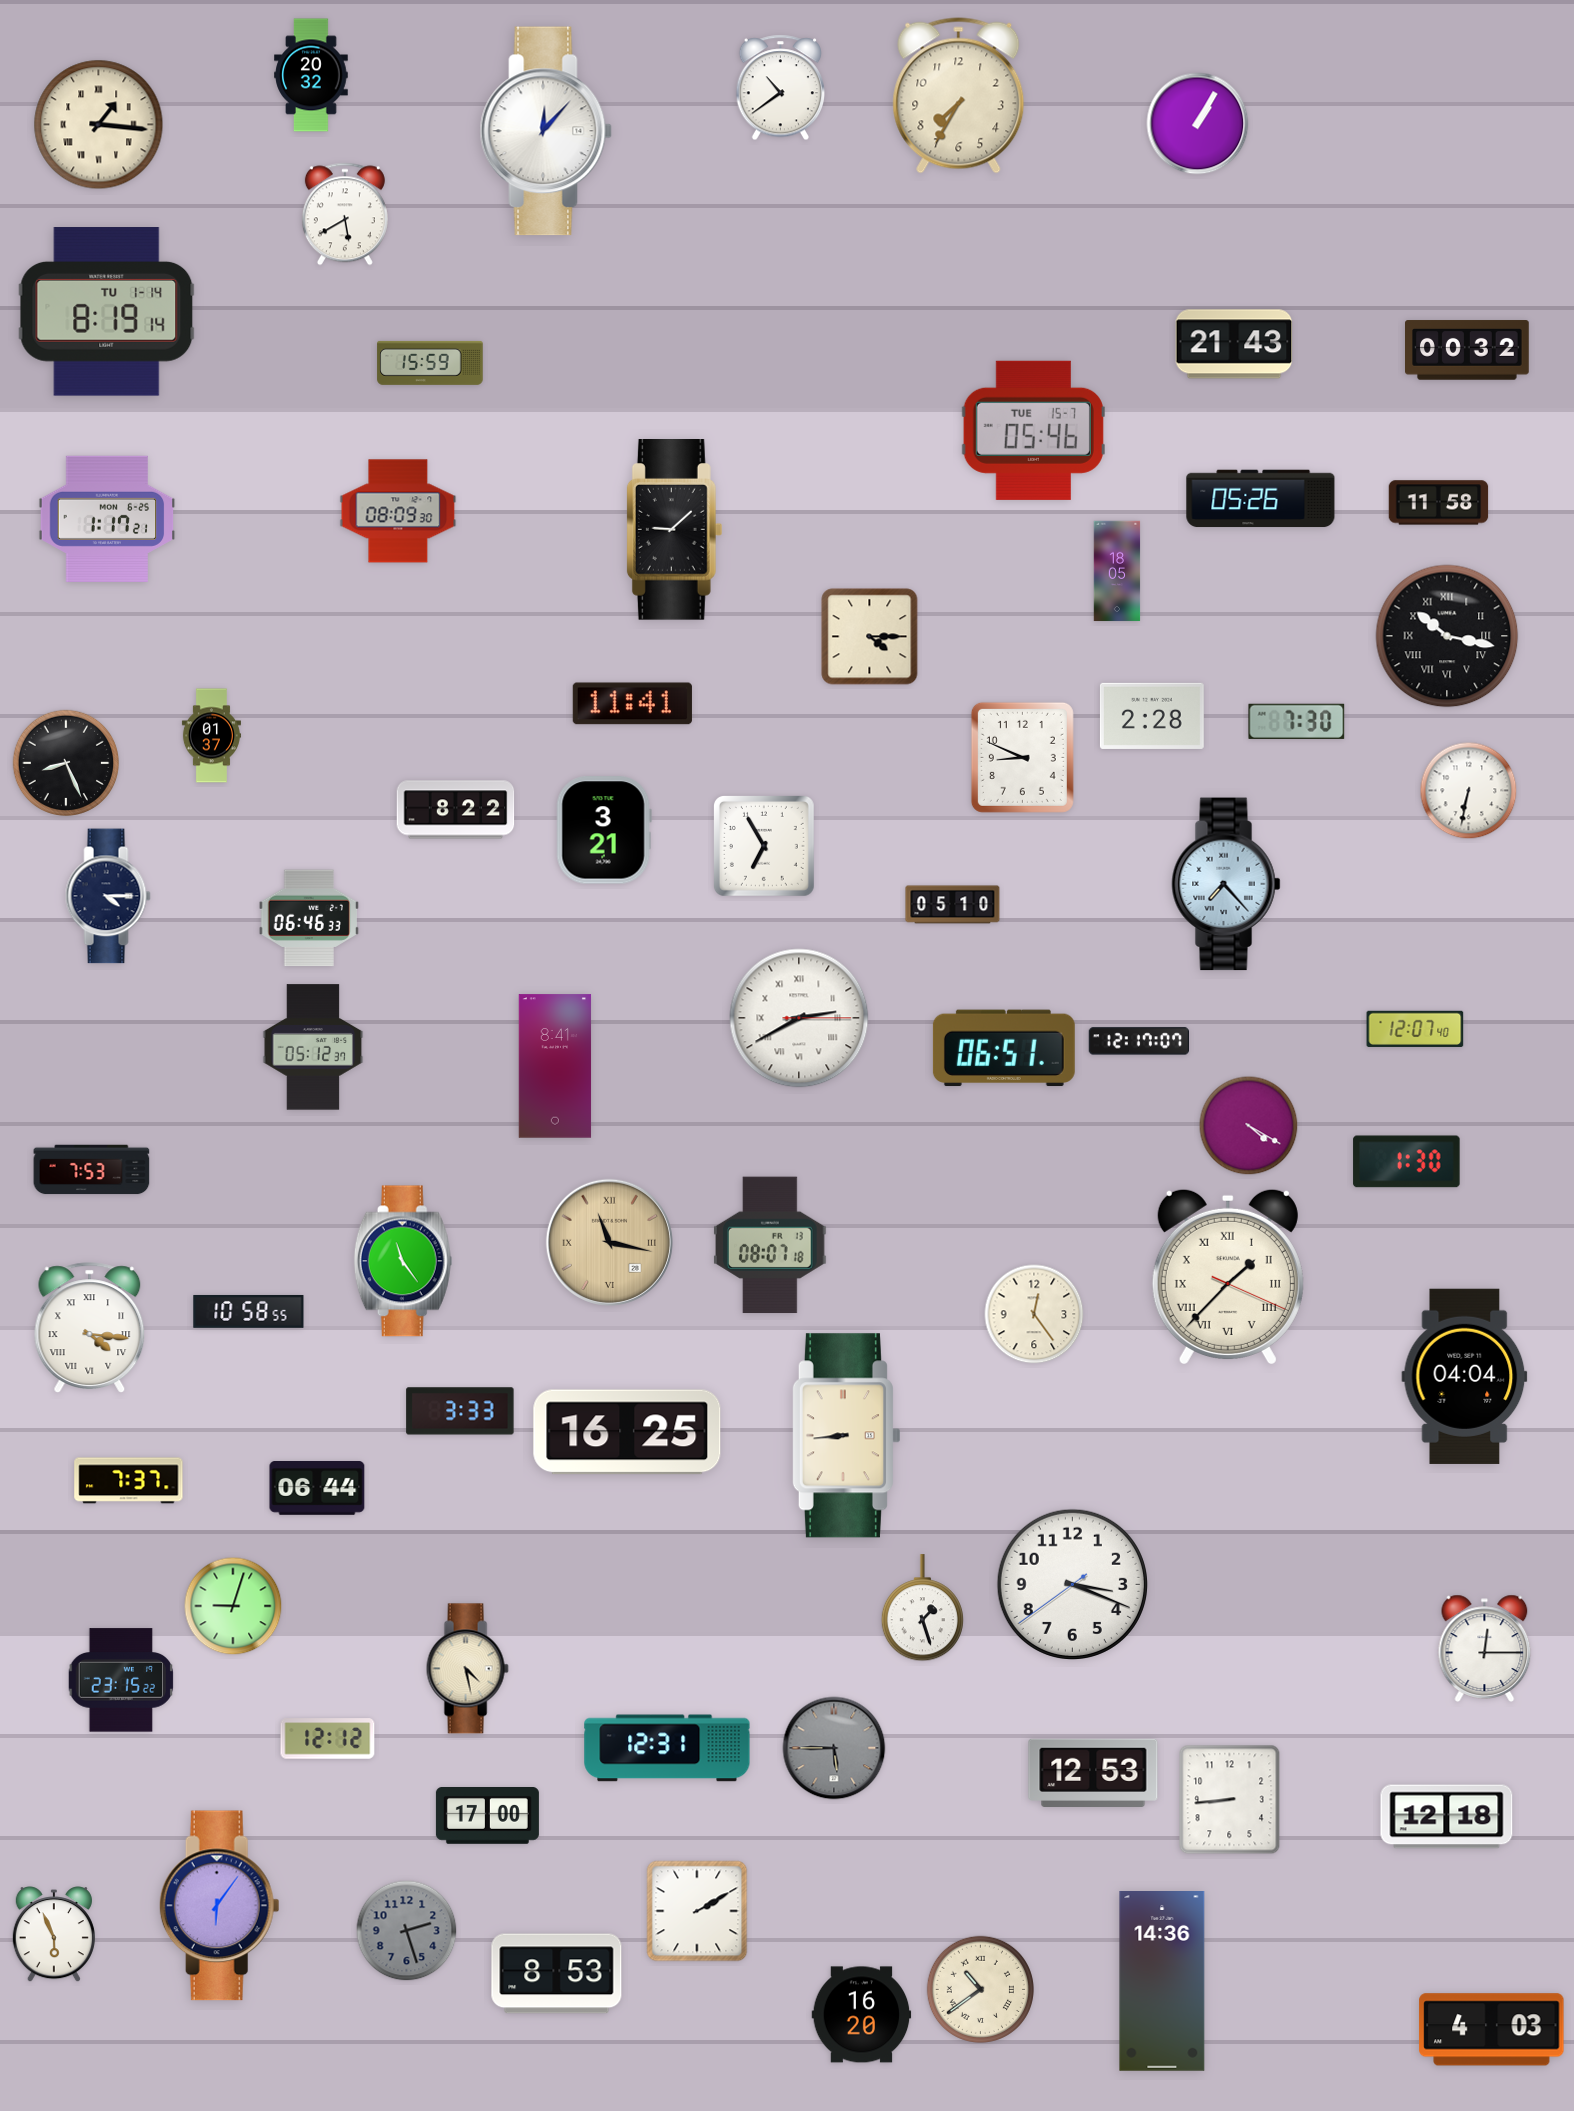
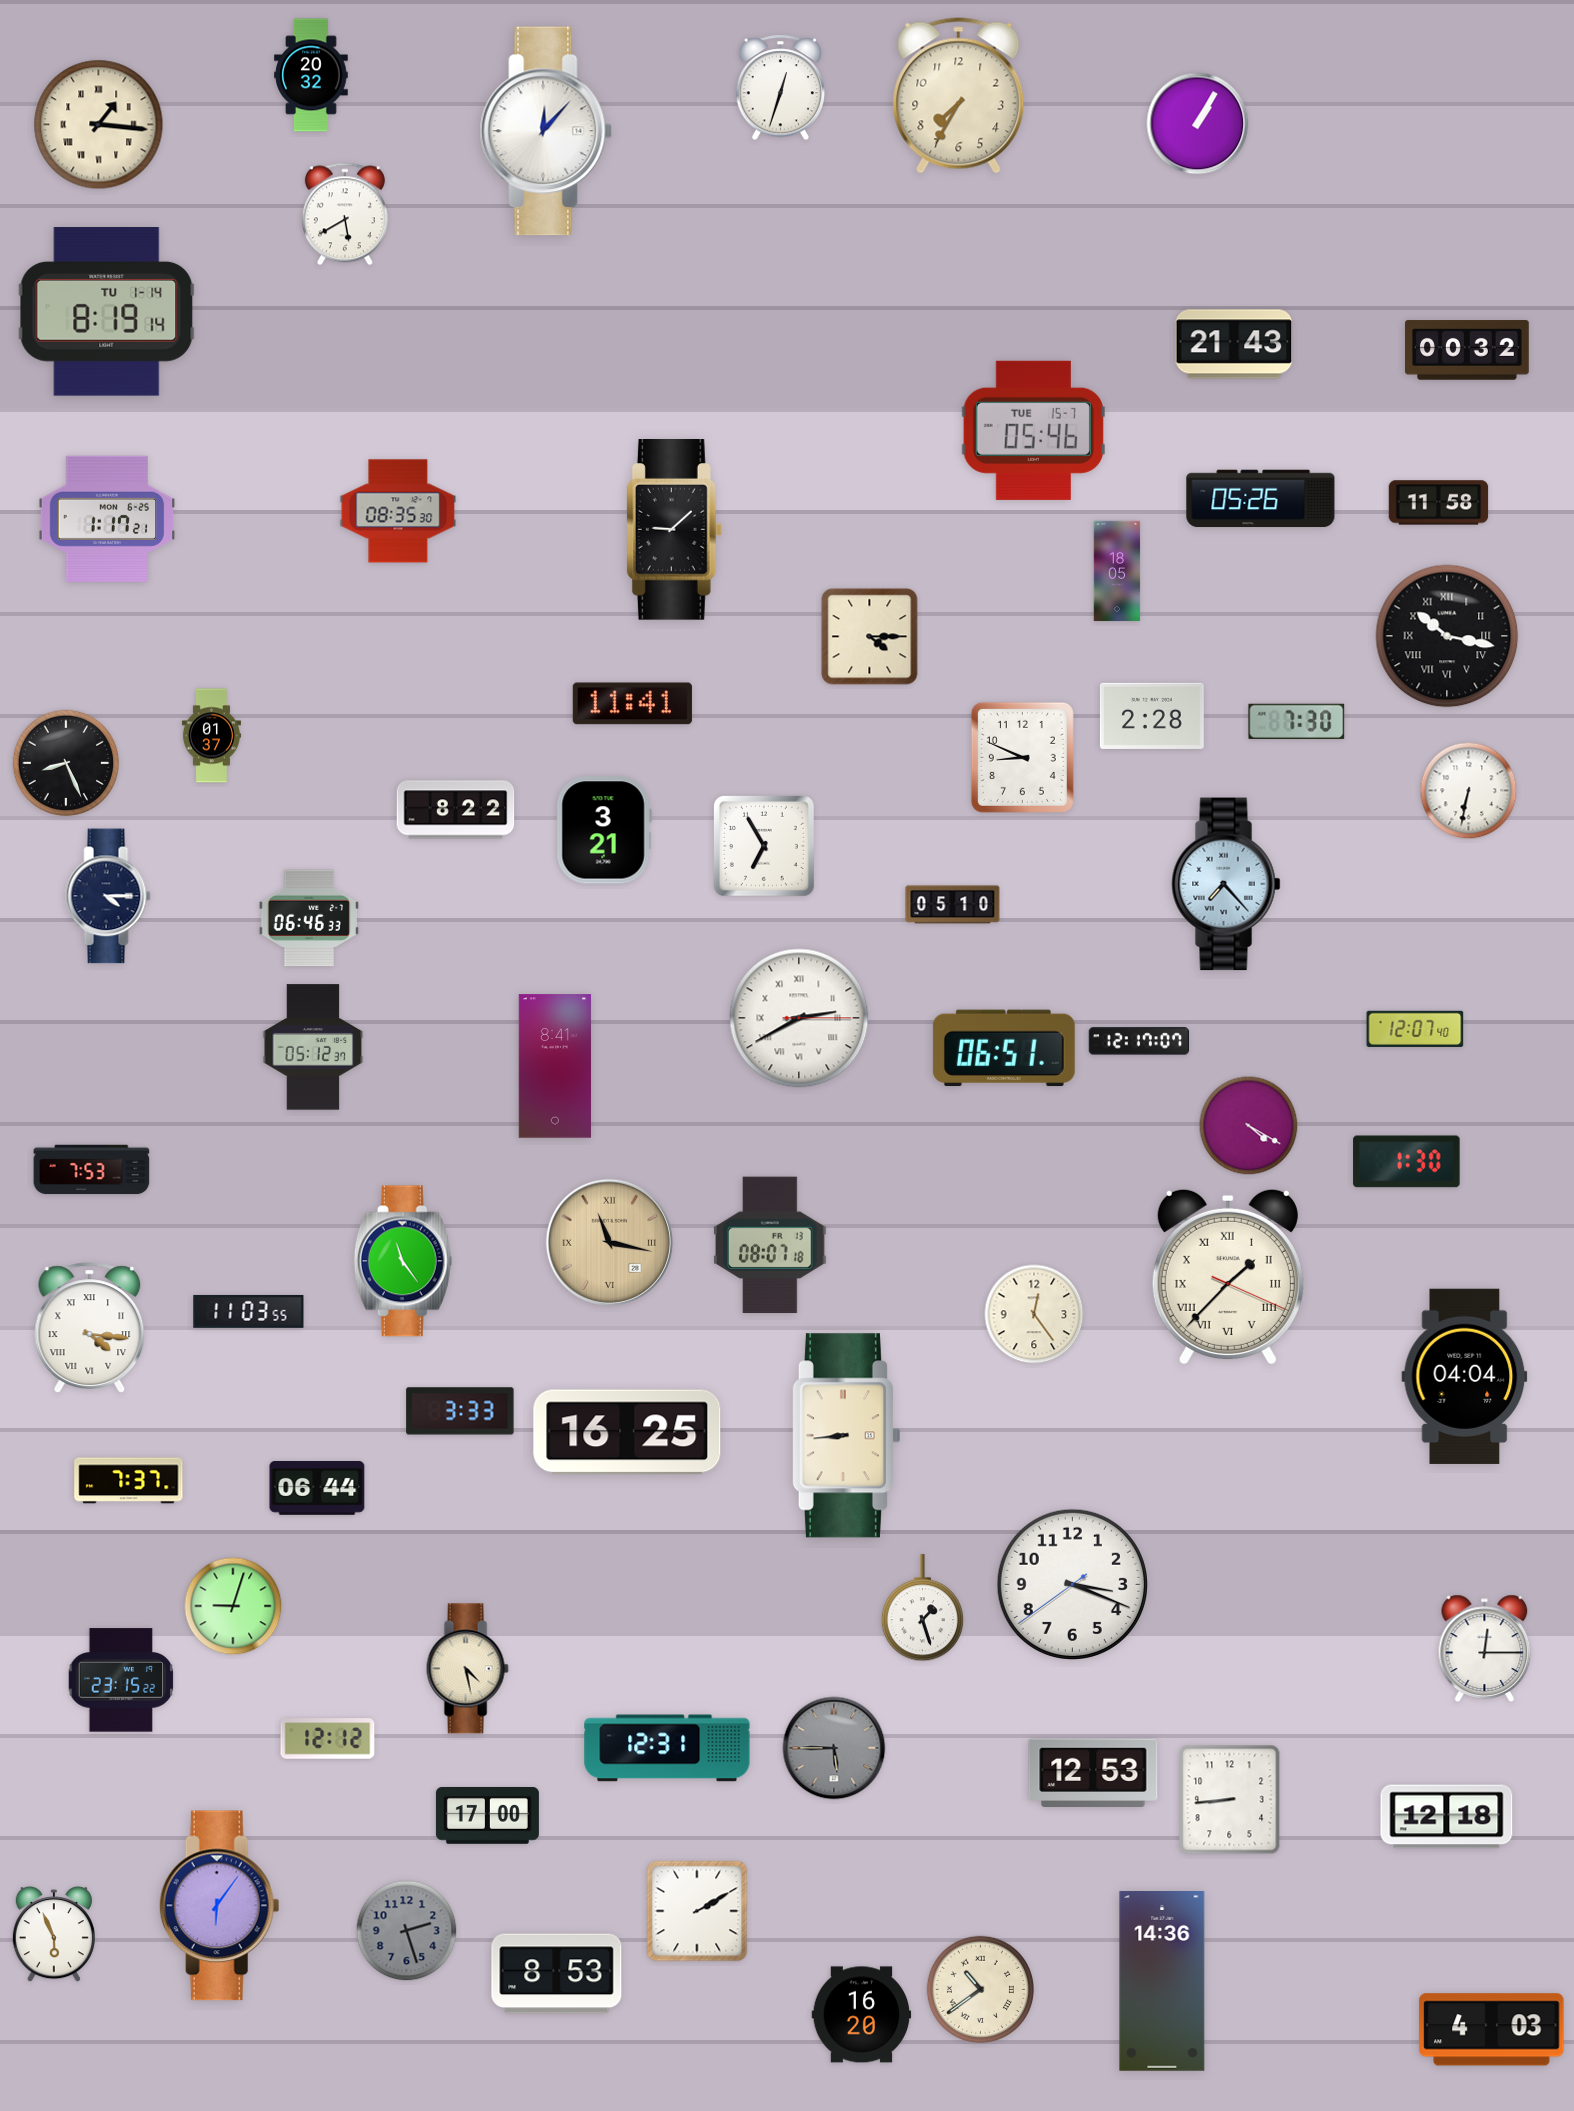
clock at (781, 88): 10:39 -> 12:33
clock at (430, 363): 15:59 -> none
clock at (398, 511): 08:09 -> 08:35
clock at (249, 1311): 10:58 -> 11:03
